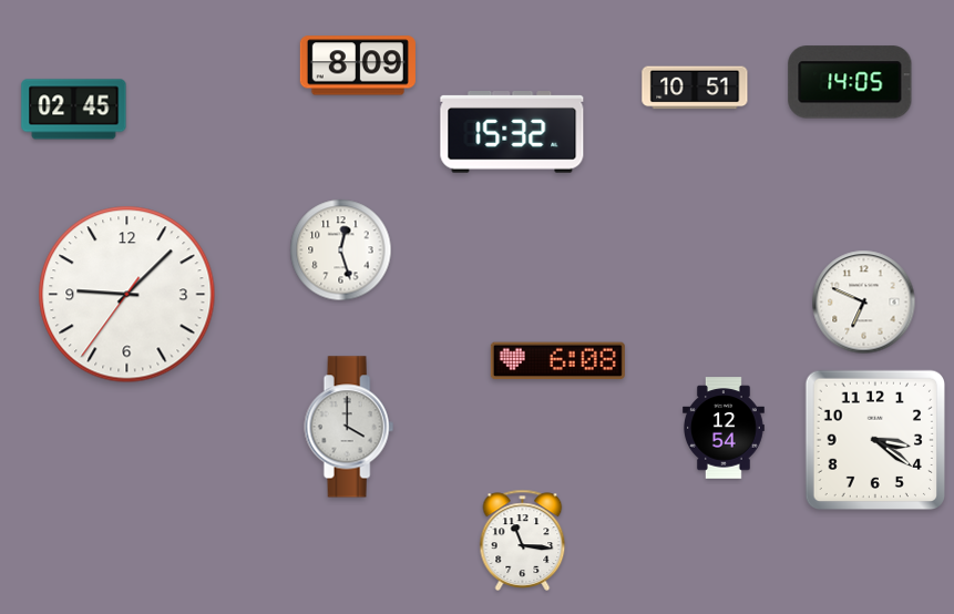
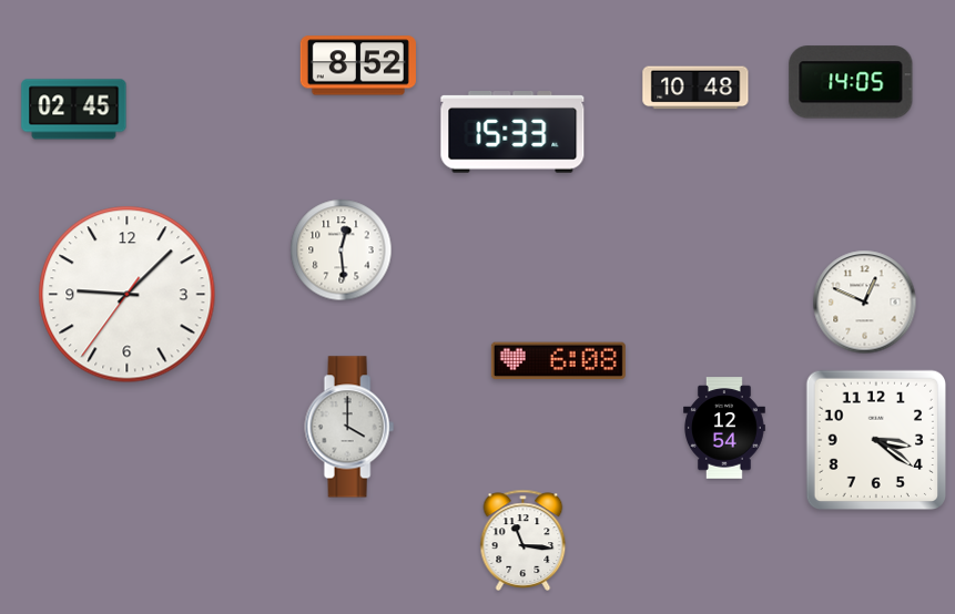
clock at (358, 65): 8:09 -> 8:52
clock at (695, 88): 10:51 -> 10:48
clock at (512, 133): 15:32 -> 15:33
clock at (341, 250): 12:27 -> 12:29
clock at (864, 303): 6:49 -> 12:49
